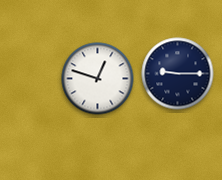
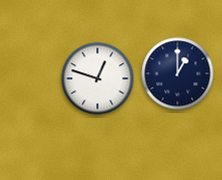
clock at (178, 74): 9:15 -> 1:00
